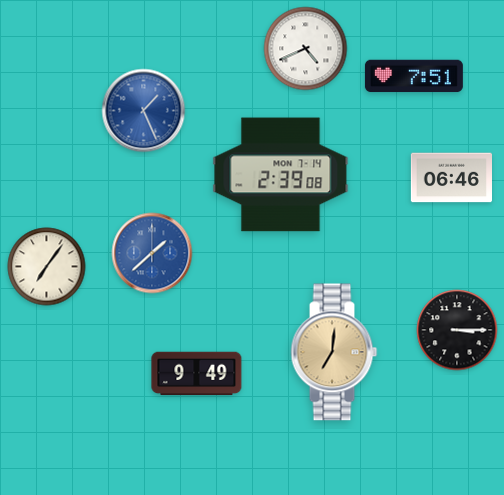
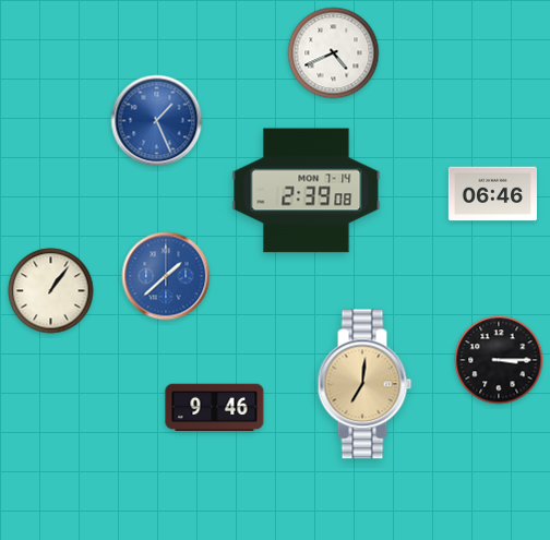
clock at (414, 76): 7:51 -> none
clock at (47, 267): 7:06 -> 1:06
clock at (197, 374): 9:49 -> 9:46
